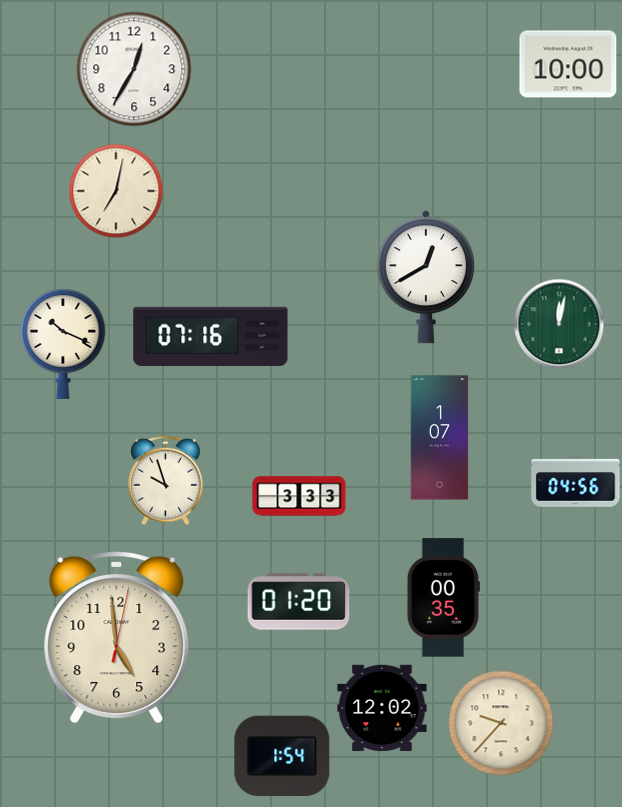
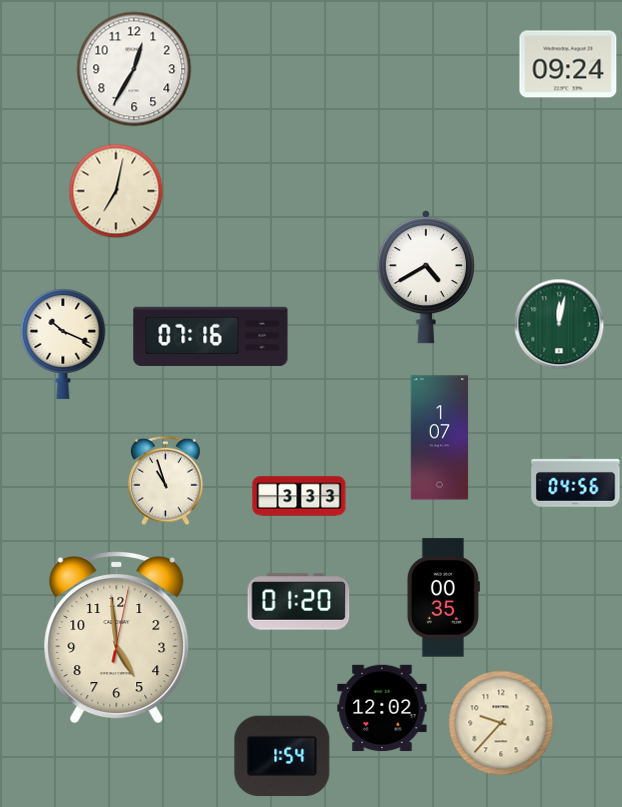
clock at (568, 64): 10:00 -> 09:24
clock at (426, 277): 12:40 -> 4:40
clock at (166, 481): 9:57 -> 10:57
